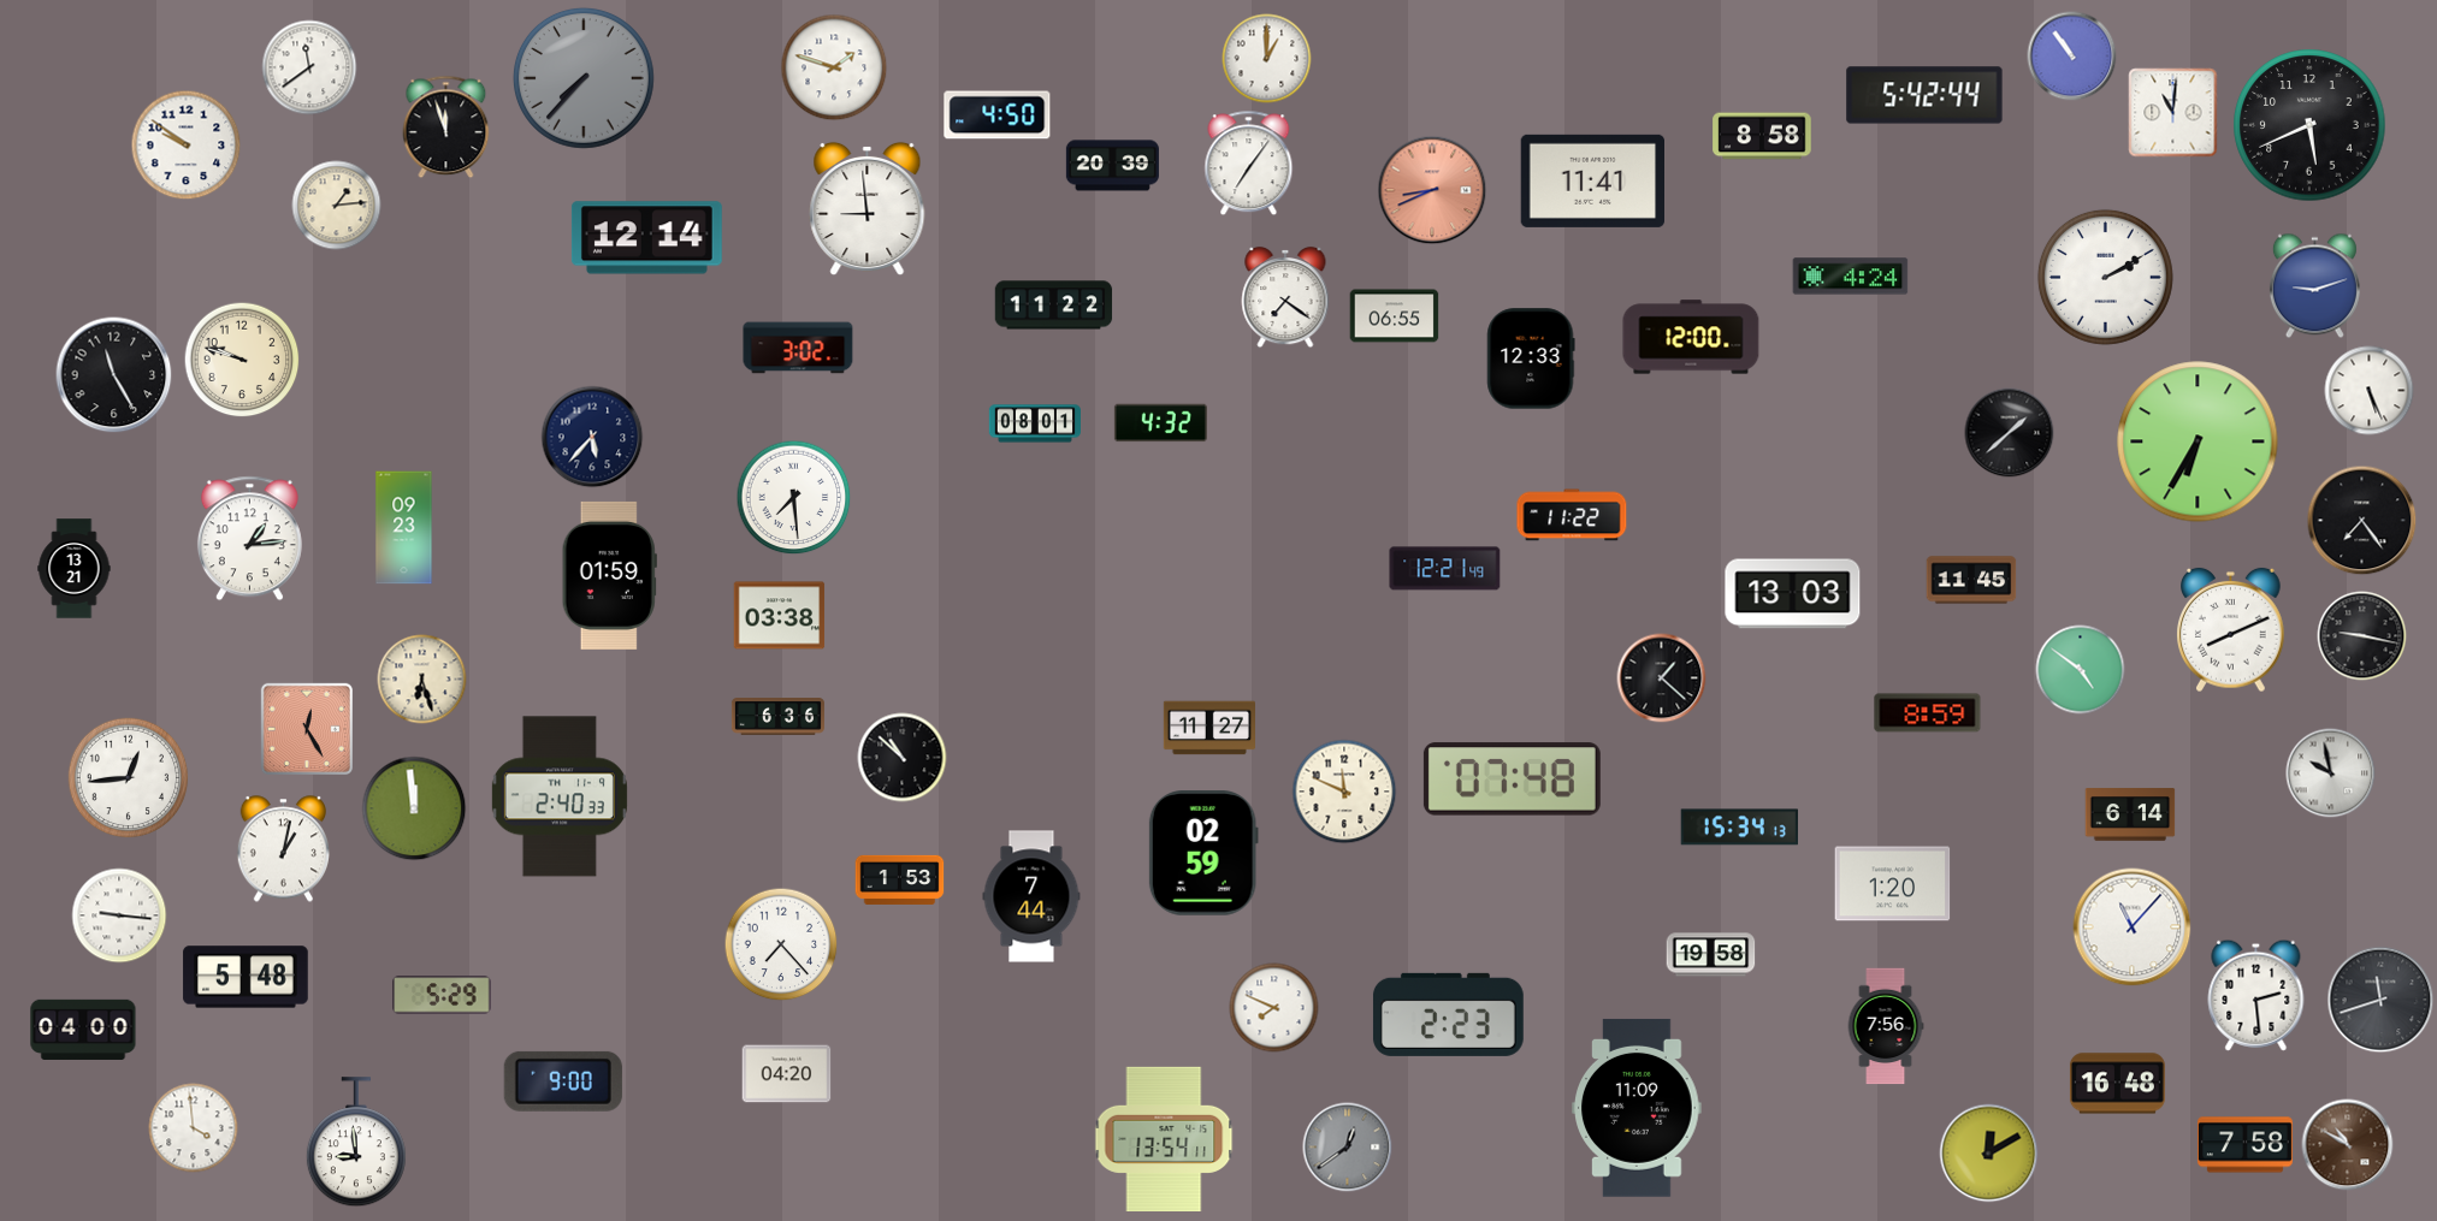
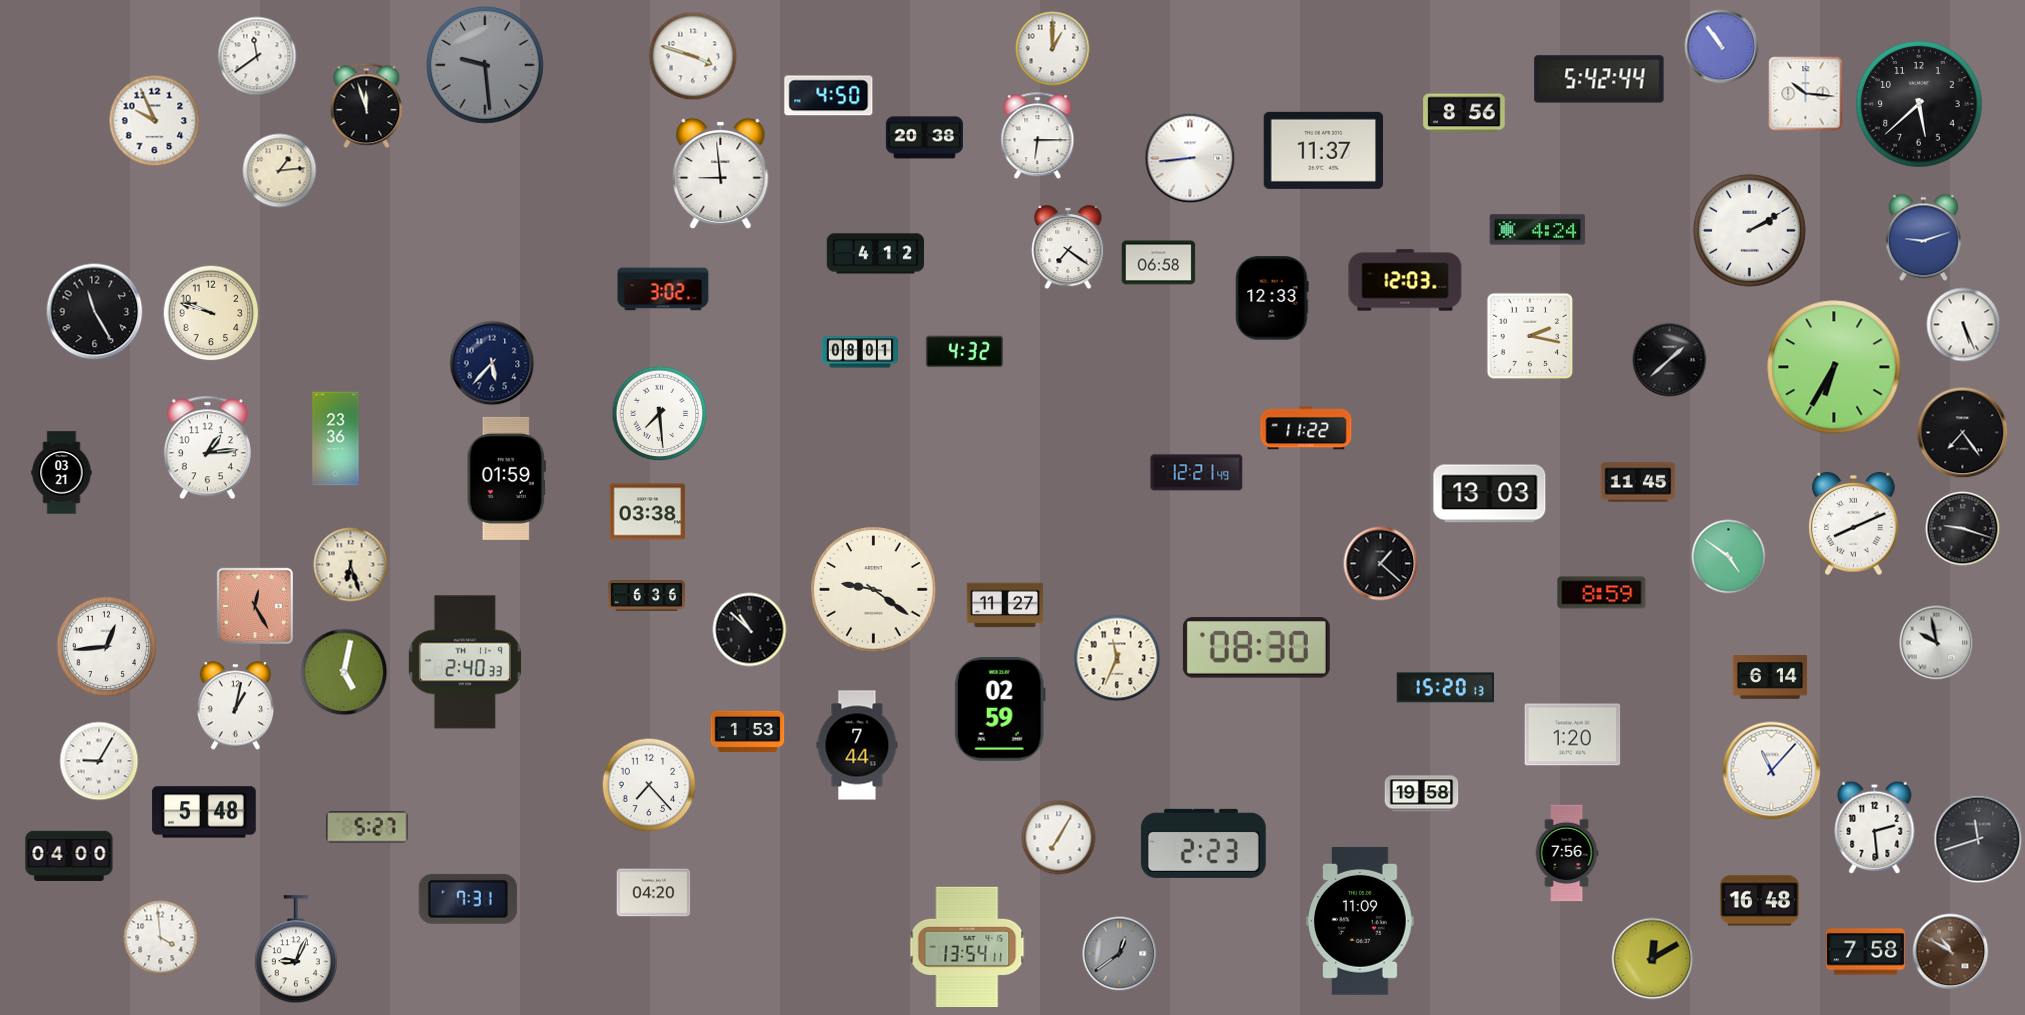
clock at (834, 67): 1:48 -> 3:48
clock at (584, 78): 7:37 -> 9:29
clock at (2173, 113): 11:01 -> 10:16
clock at (2309, 125): 5:41 -> 5:38
clock at (446, 128) position: (446, 128) -> (367, 106)
clock at (1762, 136): 8:58 -> 8:56
clock at (187, 146): 9:51 -> 9:56
clock at (1249, 164): 7:06 -> 6:15
clock at (1112, 166): 20:39 -> 20:38
clock at (1592, 180): 11:41 -> 11:37
clock at (1432, 190): 8:41 -> 8:44
clock at (1432, 190) dial: salmon -> white
clock at (646, 238): 12:14 -> none
clock at (1054, 306): 11:22 -> 4:12
clock at (1395, 316): 06:55 -> 06:58
clock at (1691, 337): 12:00 -> 12:03
clock at (242, 360) position: (242, 360) -> (211, 313)
clock at (2370, 391) position: (2370, 391) -> (1964, 325)
clock at (1530, 336): none -> 2:17
clock at (2198, 441) position: (2198, 441) -> (1834, 367)
clock at (404, 528): 09:23 -> 23:36
clock at (75, 569): 13:21 -> 03:21
clock at (1445, 569) position: (1445, 569) -> (1197, 473)
clock at (2362, 636): 9:17 -> 9:18
clock at (874, 590): none -> 9:21
clock at (1512, 780): 07:48 -> 08:30
clock at (1344, 792): 11:49 -> 11:34
clock at (414, 808): 11:59 -> 5:02
clock at (1739, 828): 15:34 -> 15:20
clock at (119, 915): 9:16 -> 9:05
clock at (442, 995): 5:29 -> 5:27
clock at (2380, 1000) position: (2380, 1000) -> (1978, 839)
clock at (1274, 1008): 7:49 -> 7:05
clock at (563, 1081): 9:00 -> 7:31
clock at (356, 1143): 8:59 -> 9:04
